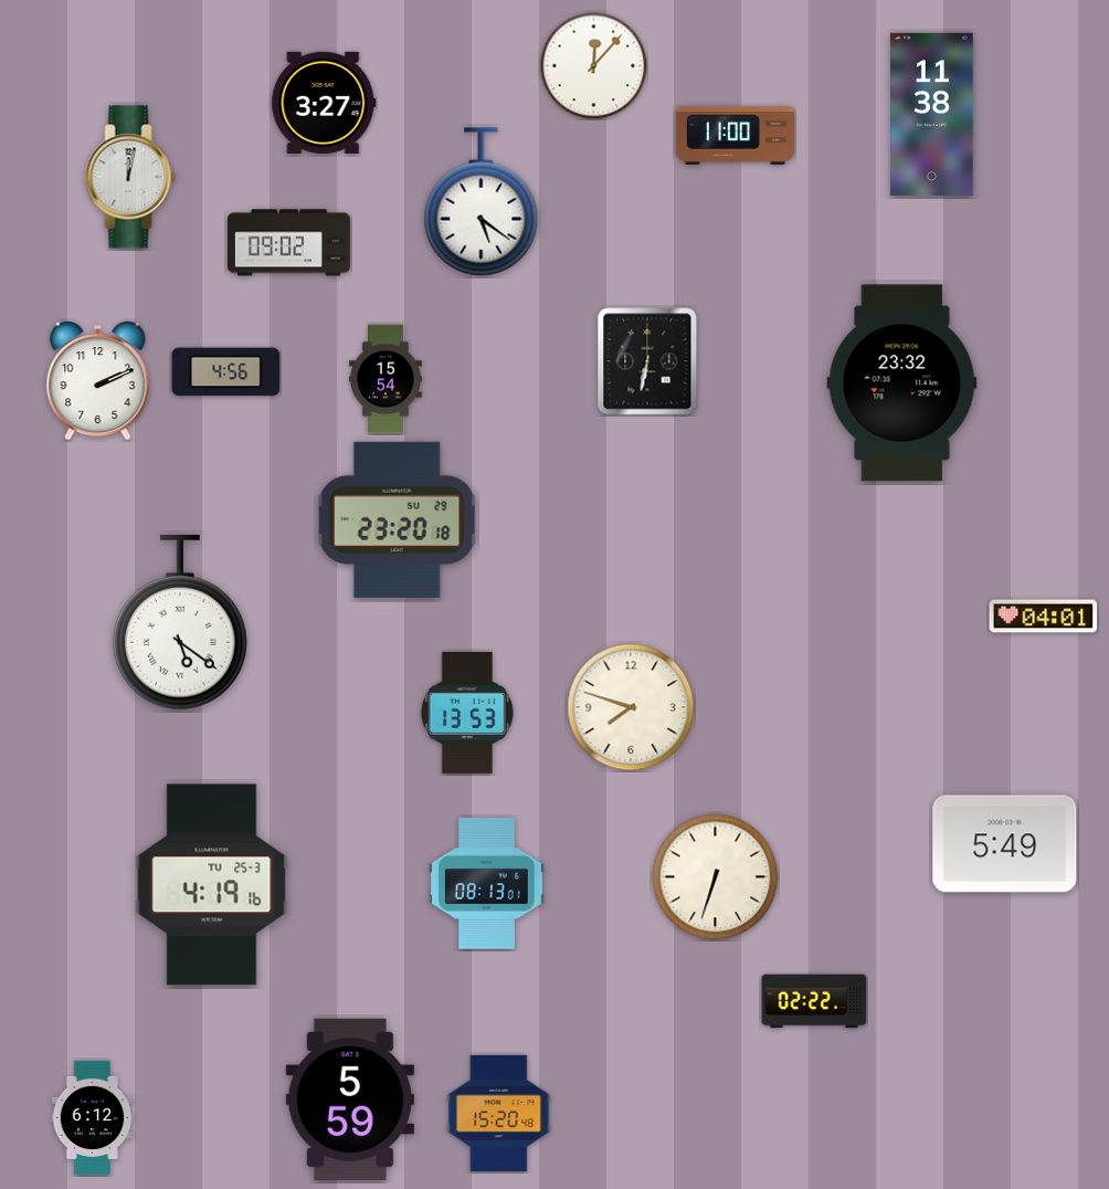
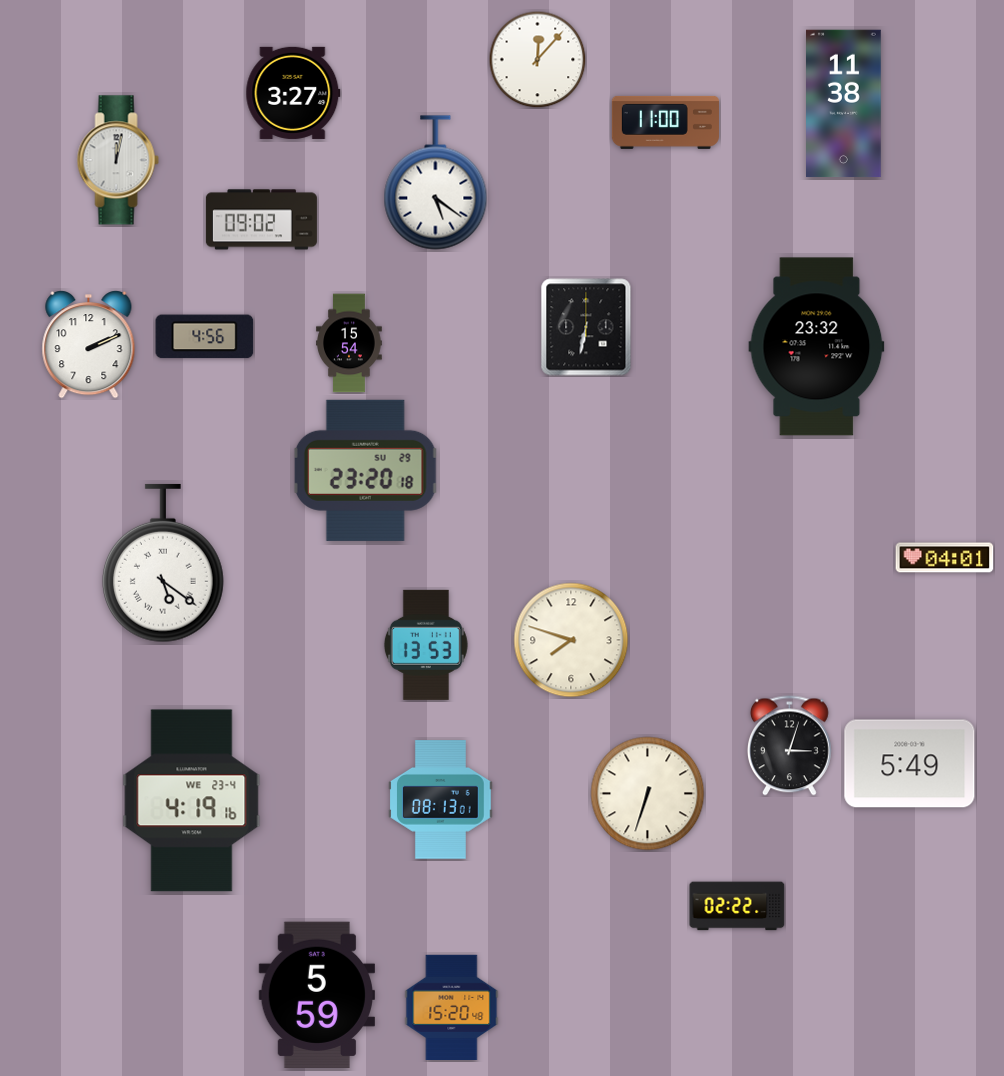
clock at (397, 519) position: (397, 519) -> (365, 470)
clock at (467, 713) position: (467, 713) -> (426, 645)
clock at (789, 746): none -> 3:03
clock at (212, 885) date: TU 25-3 -> WE 23-4
clock at (93, 1118): 6:12 -> none
